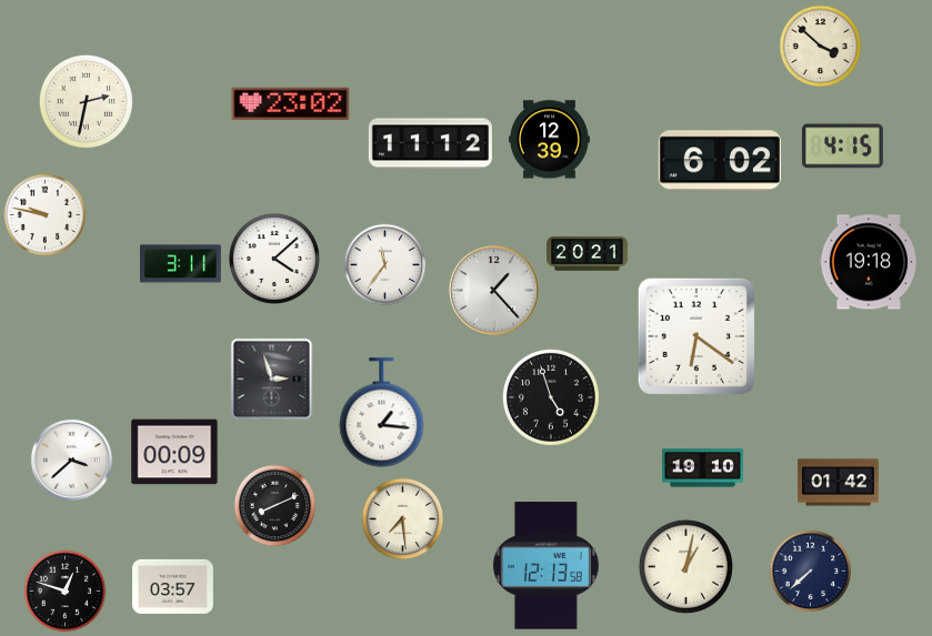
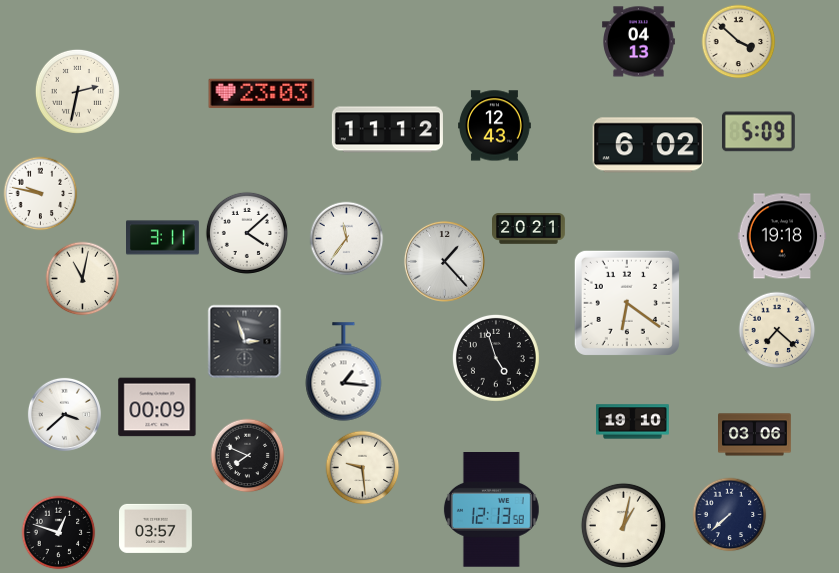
clock at (639, 42): none -> 04:13
clock at (291, 104): 23:02 -> 23:03
clock at (550, 140): 12:39 -> 12:43
clock at (842, 147): 4:15 -> 5:09
clock at (83, 279): none -> 11:02
clock at (777, 330): none -> 7:22
clock at (839, 483): 01:42 -> 03:06
clock at (275, 506): 8:11 -> 7:49
clock at (403, 519): 7:29 -> 9:29
clock at (685, 566) position: (685, 566) -> (623, 525)
